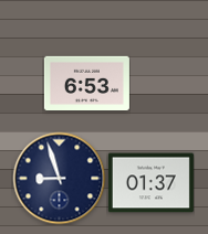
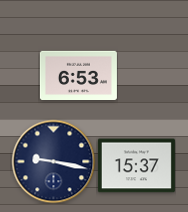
clock at (59, 178): 8:57 -> 9:17
clock at (150, 183): 01:37 -> 15:37
